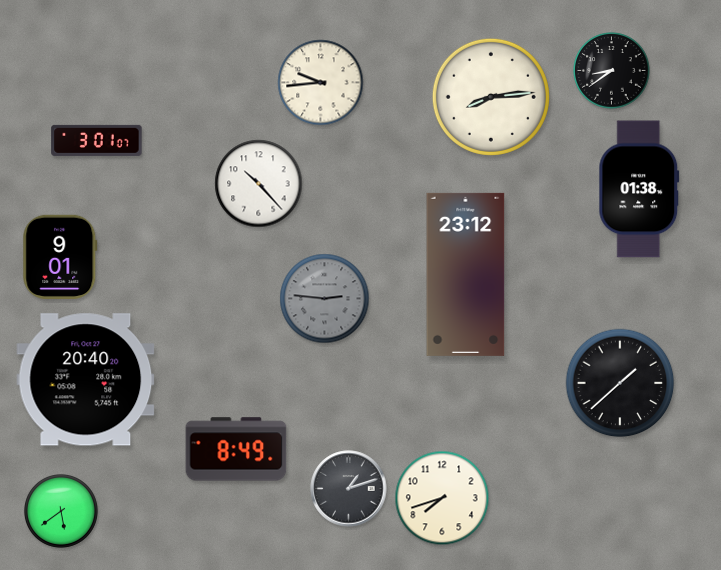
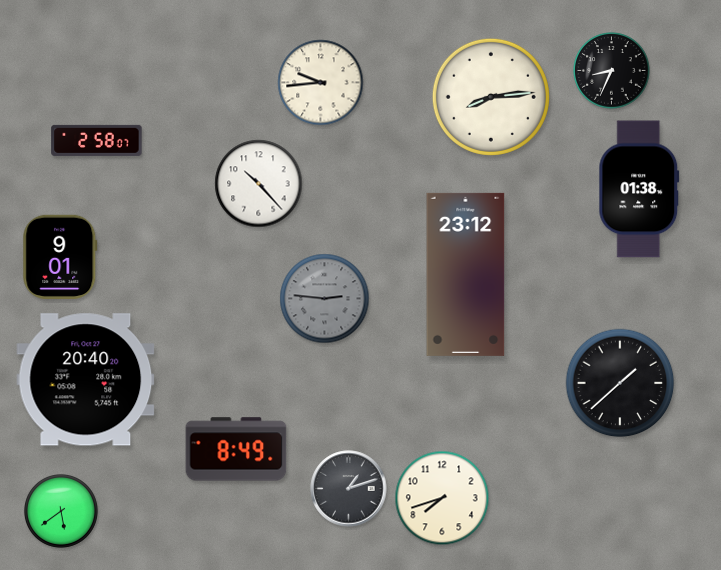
clock at (612, 71): 8:39 -> 8:34
clock at (97, 140): 3:01 -> 2:58
